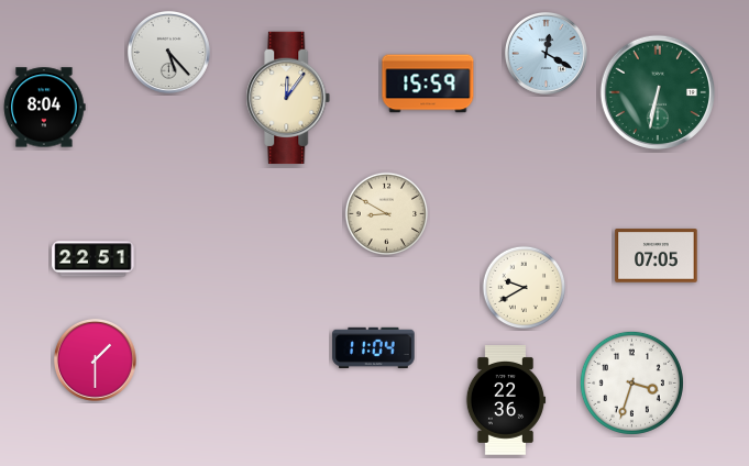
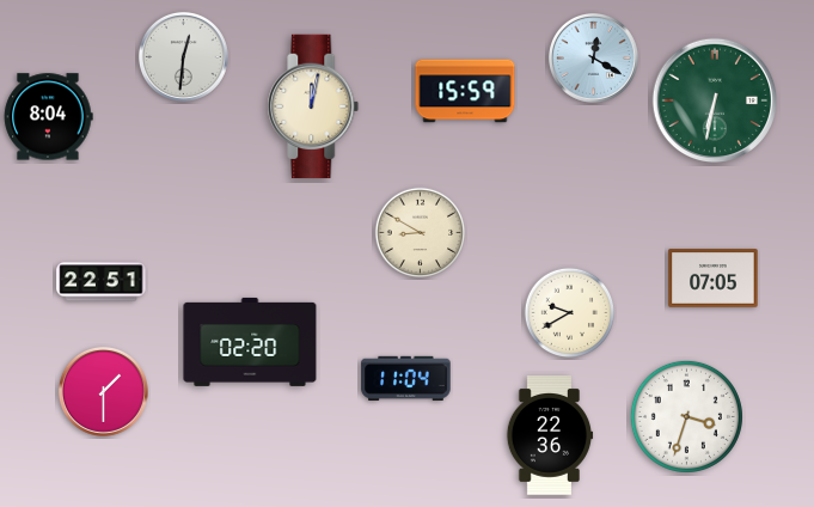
clock at (168, 52): 5:23 -> 12:31
clock at (288, 98): 12:06 -> 12:02
clock at (250, 342): none -> 02:20
